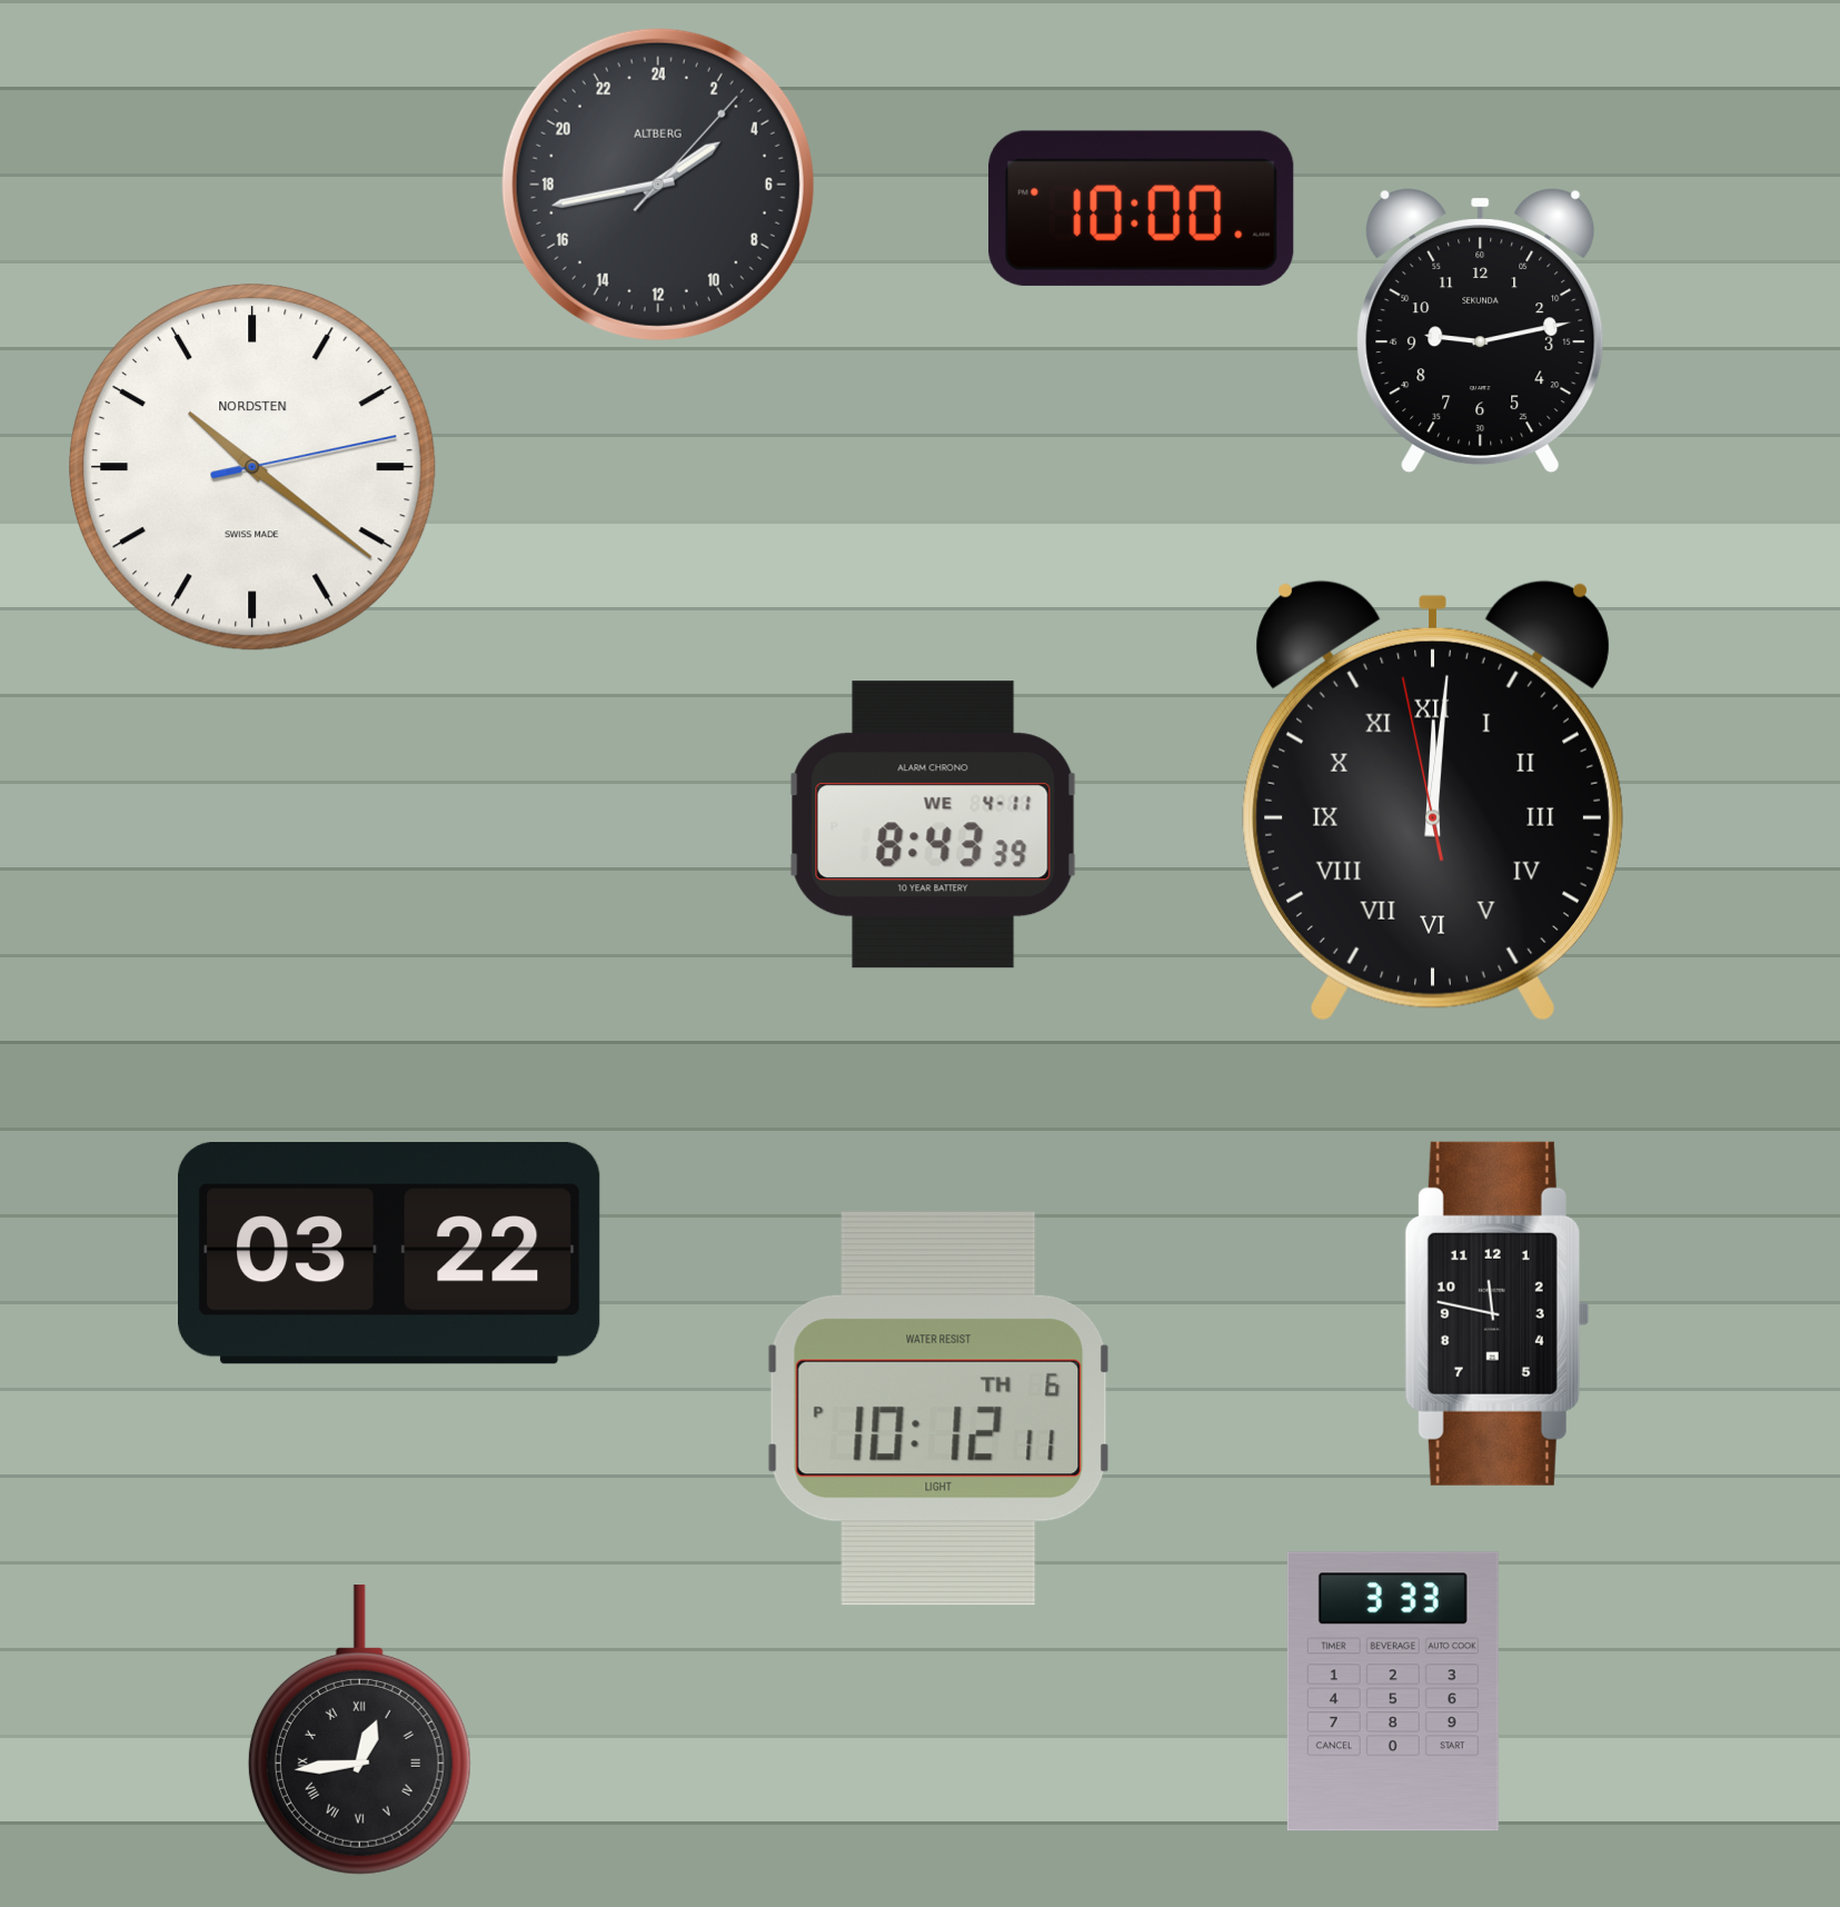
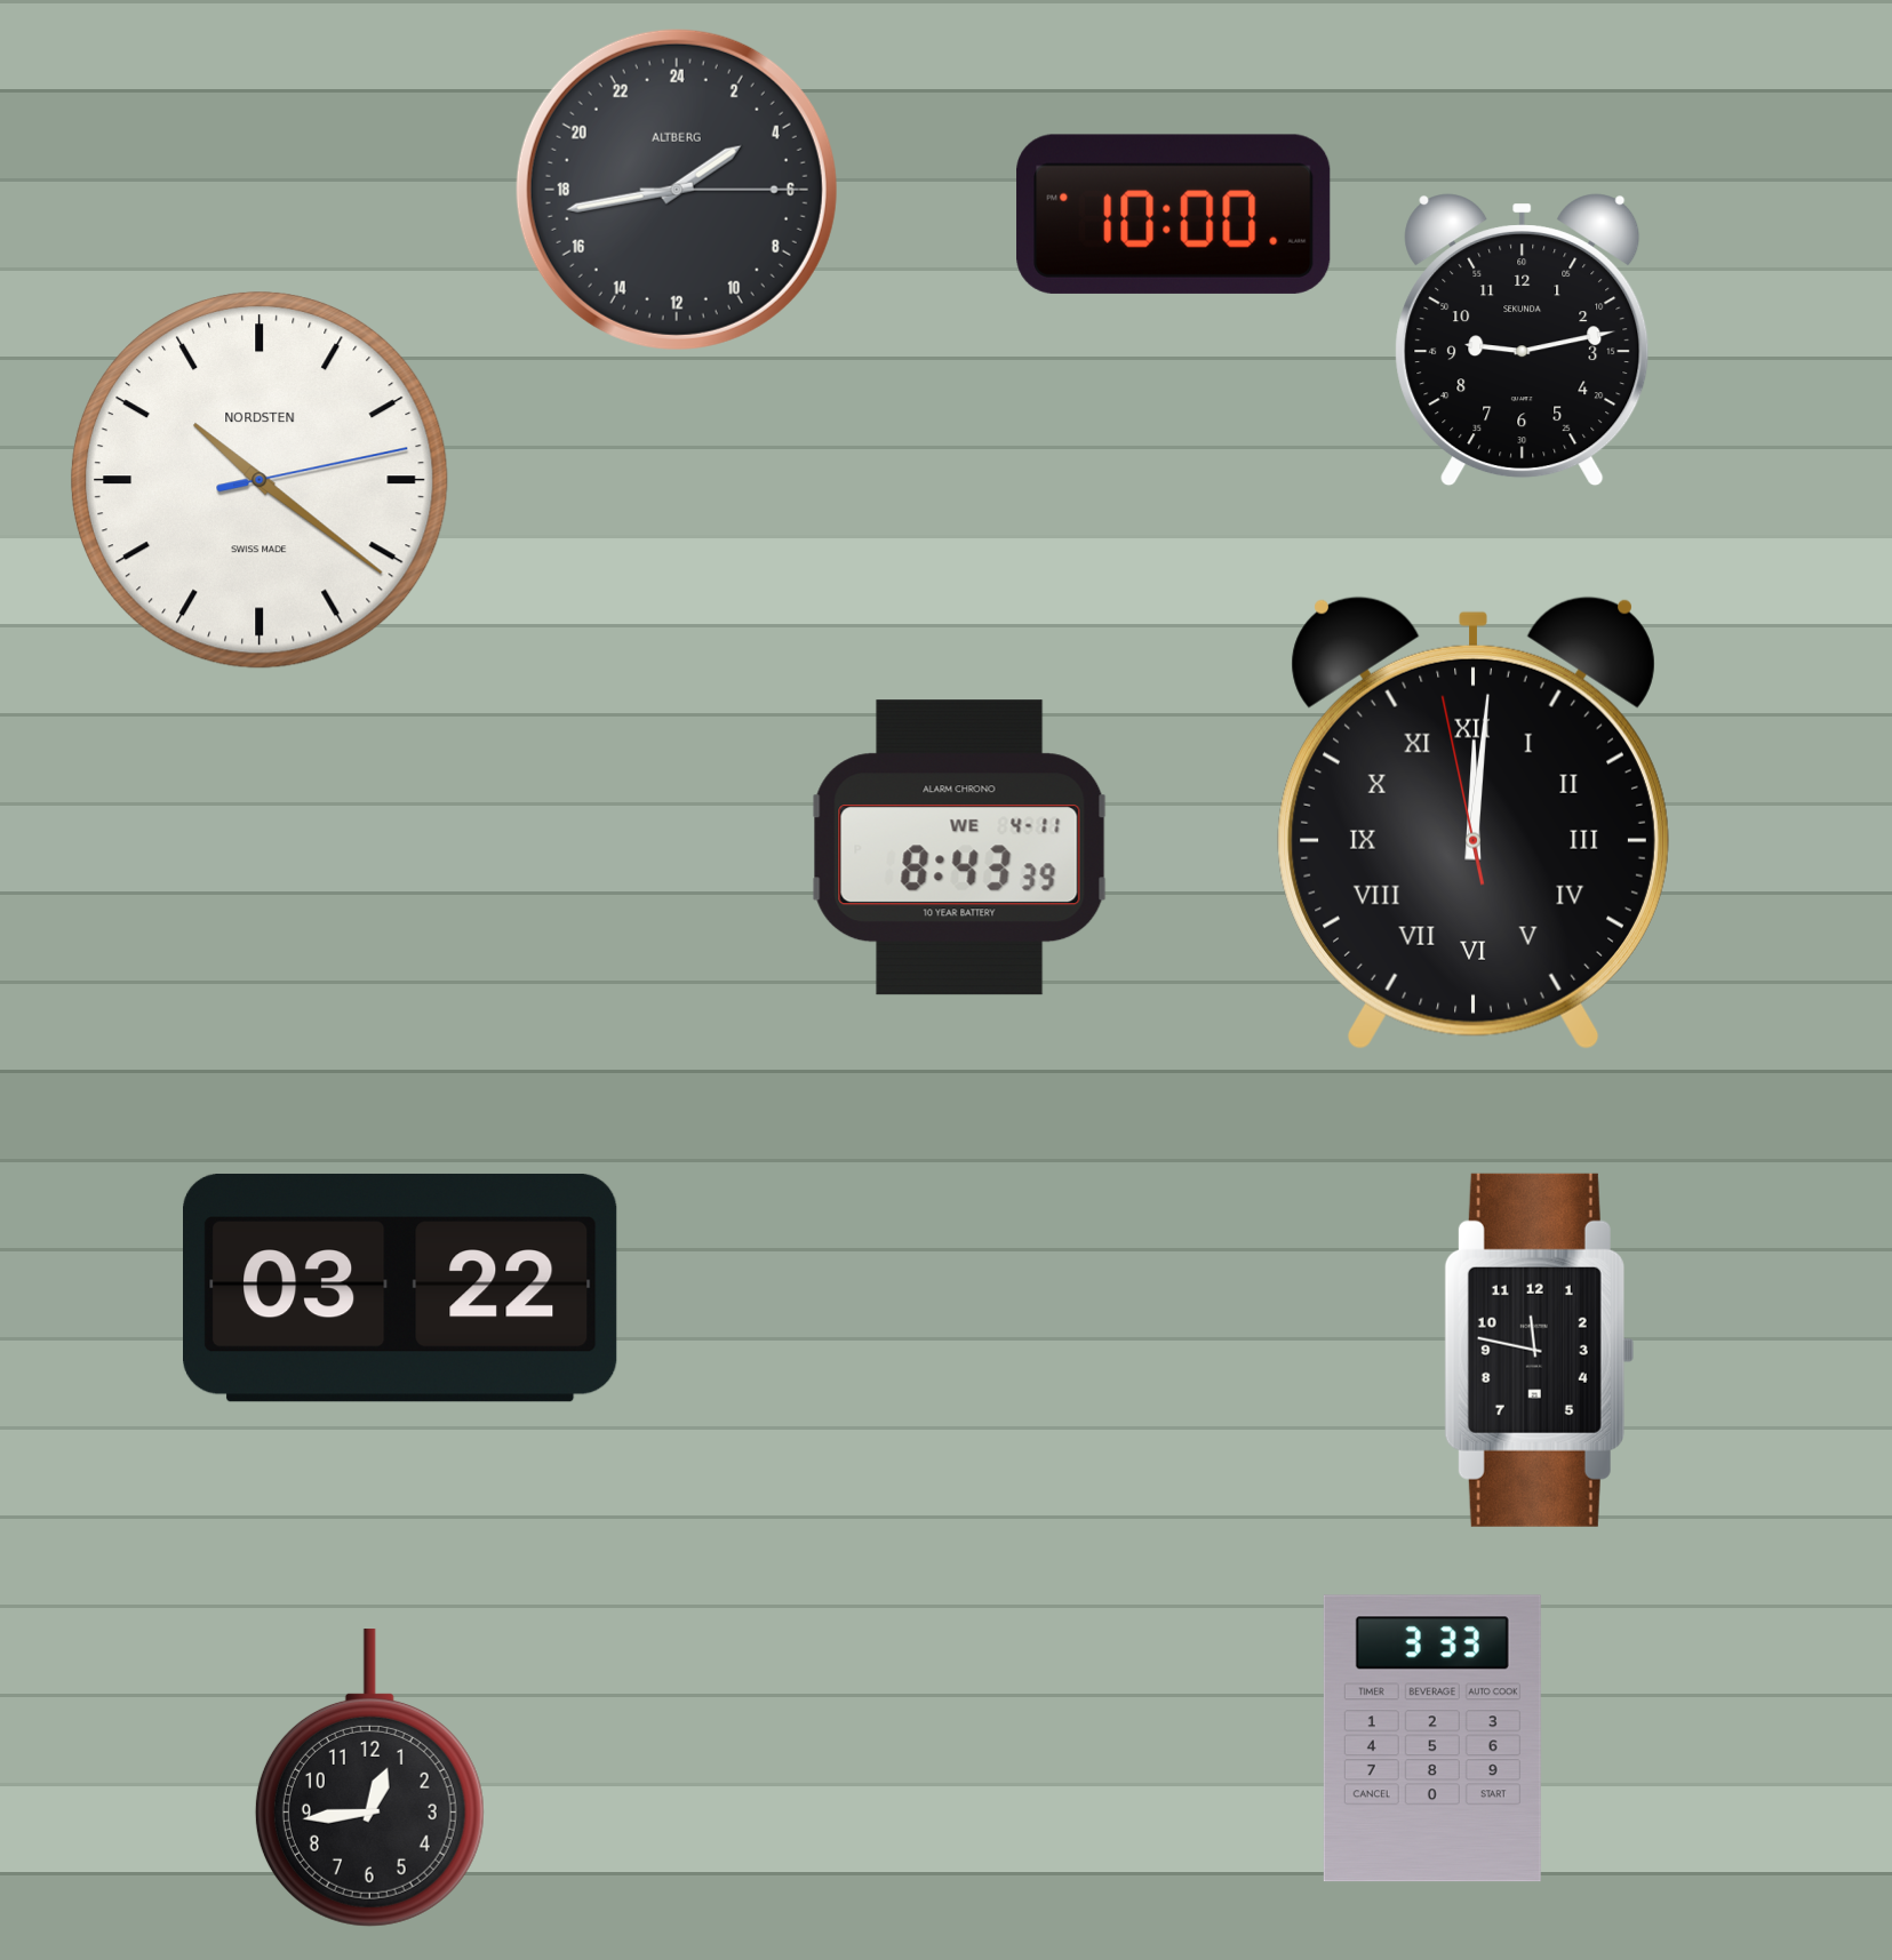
clock at (658, 185): 3:43:07 -> 3:43:15
clock at (939, 1409): 10:12 -> none
clock at (359, 1730) numerals: Roman -> Arabic
